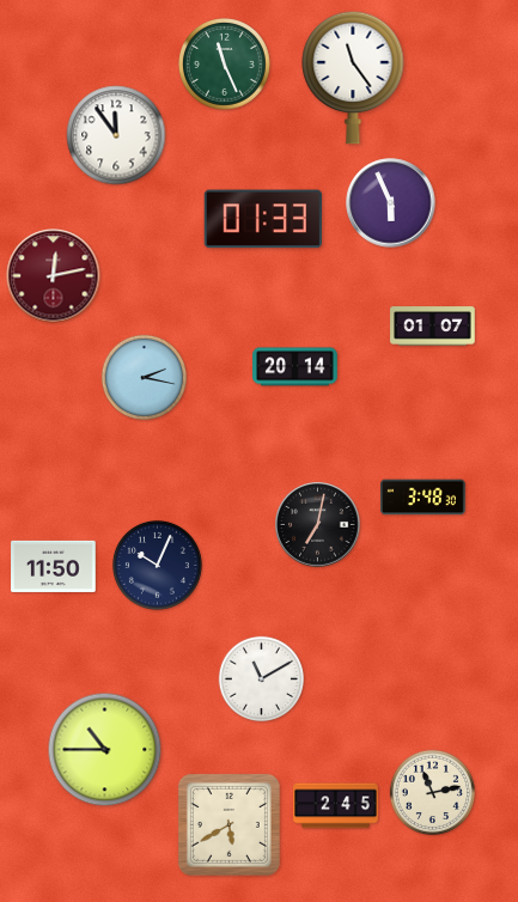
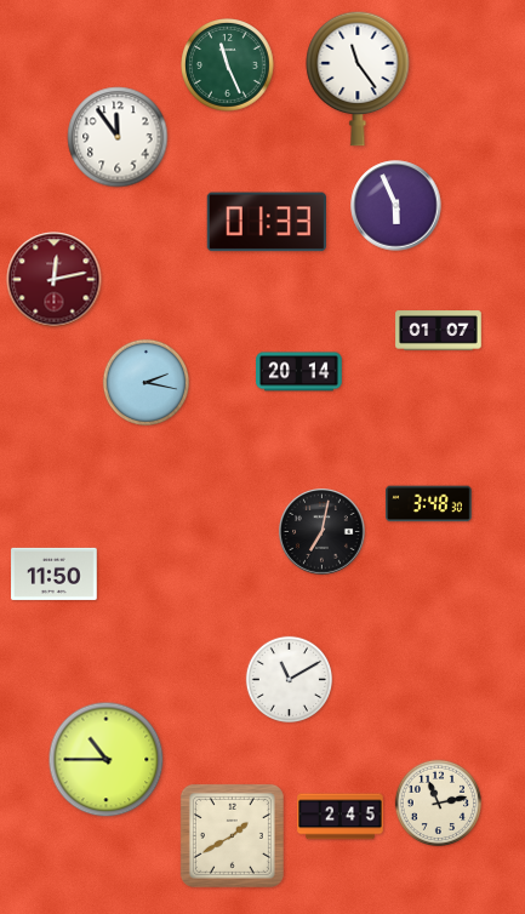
clock at (157, 565): 10:04 -> none
clock at (261, 678) position: (261, 678) -> (289, 679)
clock at (228, 824): 5:40 -> 1:40
